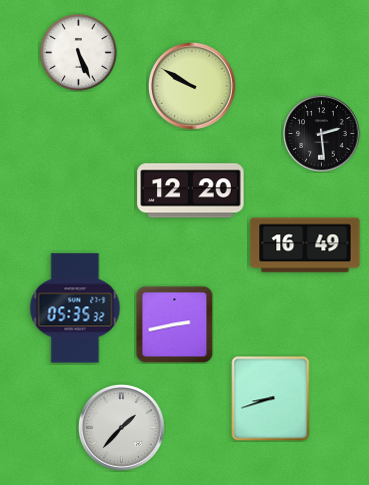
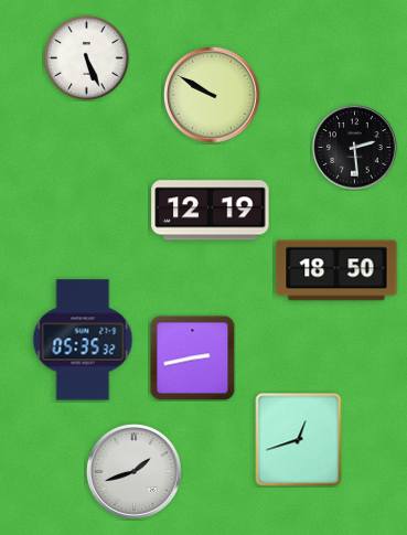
clock at (191, 191): 12:20 -> 12:19
clock at (305, 245): 16:49 -> 18:50
clock at (271, 399): 8:42 -> 12:42
clock at (121, 427): 1:37 -> 1:42
